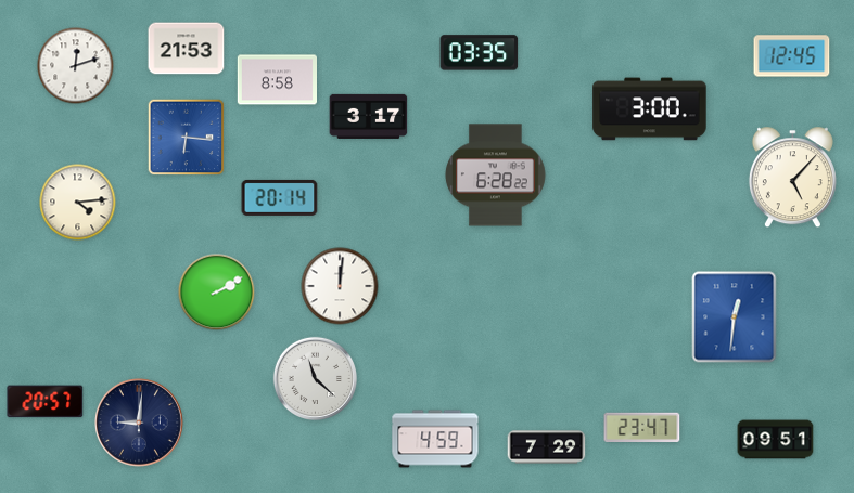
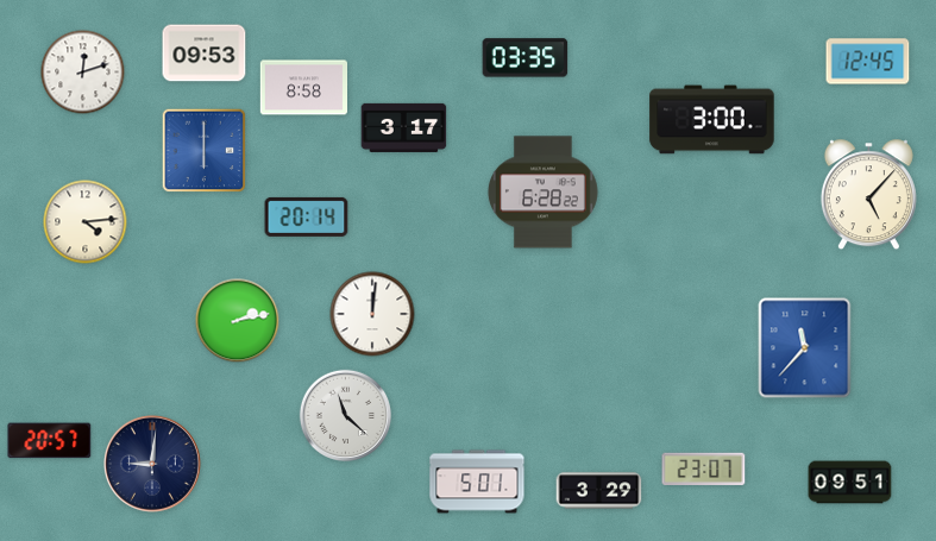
clock at (187, 49): 21:53 -> 09:53
clock at (187, 138): 6:16 -> 6:00
clock at (217, 293): 2:10 -> 2:13
clock at (735, 317): 12:31 -> 11:37
clock at (642, 427): 23:47 -> 23:07
clock at (435, 439): 4:59 -> 5:01
clock at (547, 447): 7:29 -> 3:29
